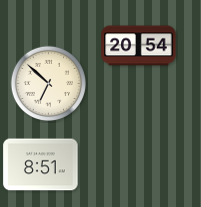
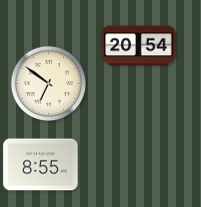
clock at (49, 84): 6:52 -> 6:51
clock at (41, 165): 8:51 -> 8:55
